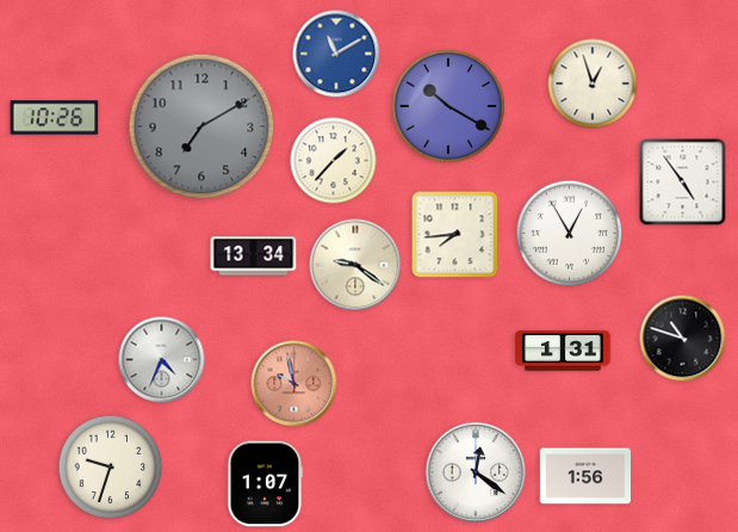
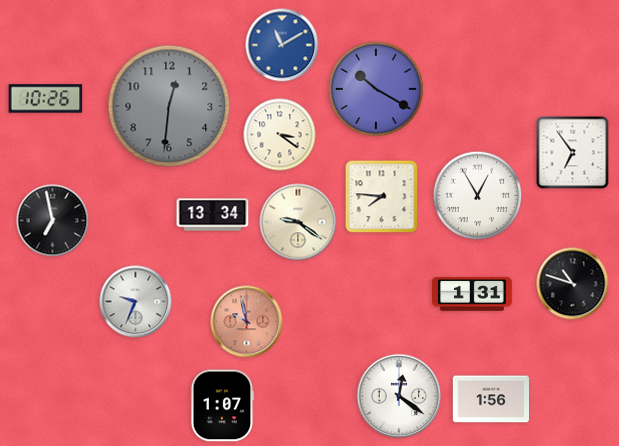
clock at (593, 83): 12:57 -> none
clock at (201, 126): 7:10 -> 12:31
clock at (334, 161): 1:37 -> 3:21
clock at (683, 183): 4:54 -> 6:54
clock at (455, 235): 7:44 -> 7:46
clock at (53, 221): none -> 6:58
clock at (162, 360): 4:34 -> 9:34
clock at (111, 468): 9:33 -> none
